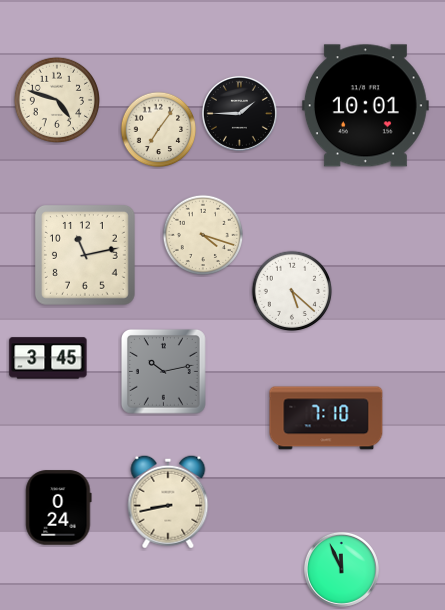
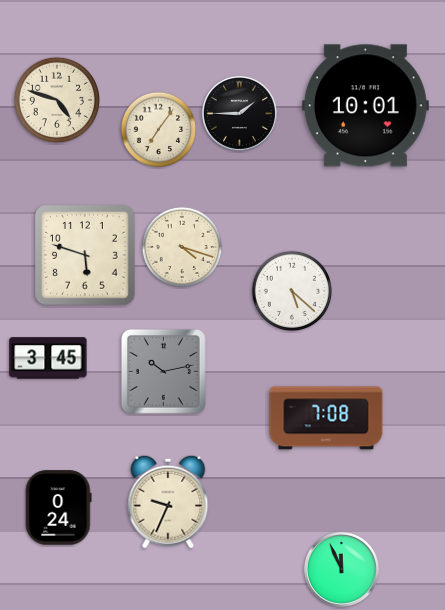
clock at (203, 235) position: (203, 235) -> (182, 247)
clock at (86, 256): 11:13 -> 5:48
clock at (326, 418): 7:10 -> 7:08
clock at (168, 502): 8:43 -> 9:34
